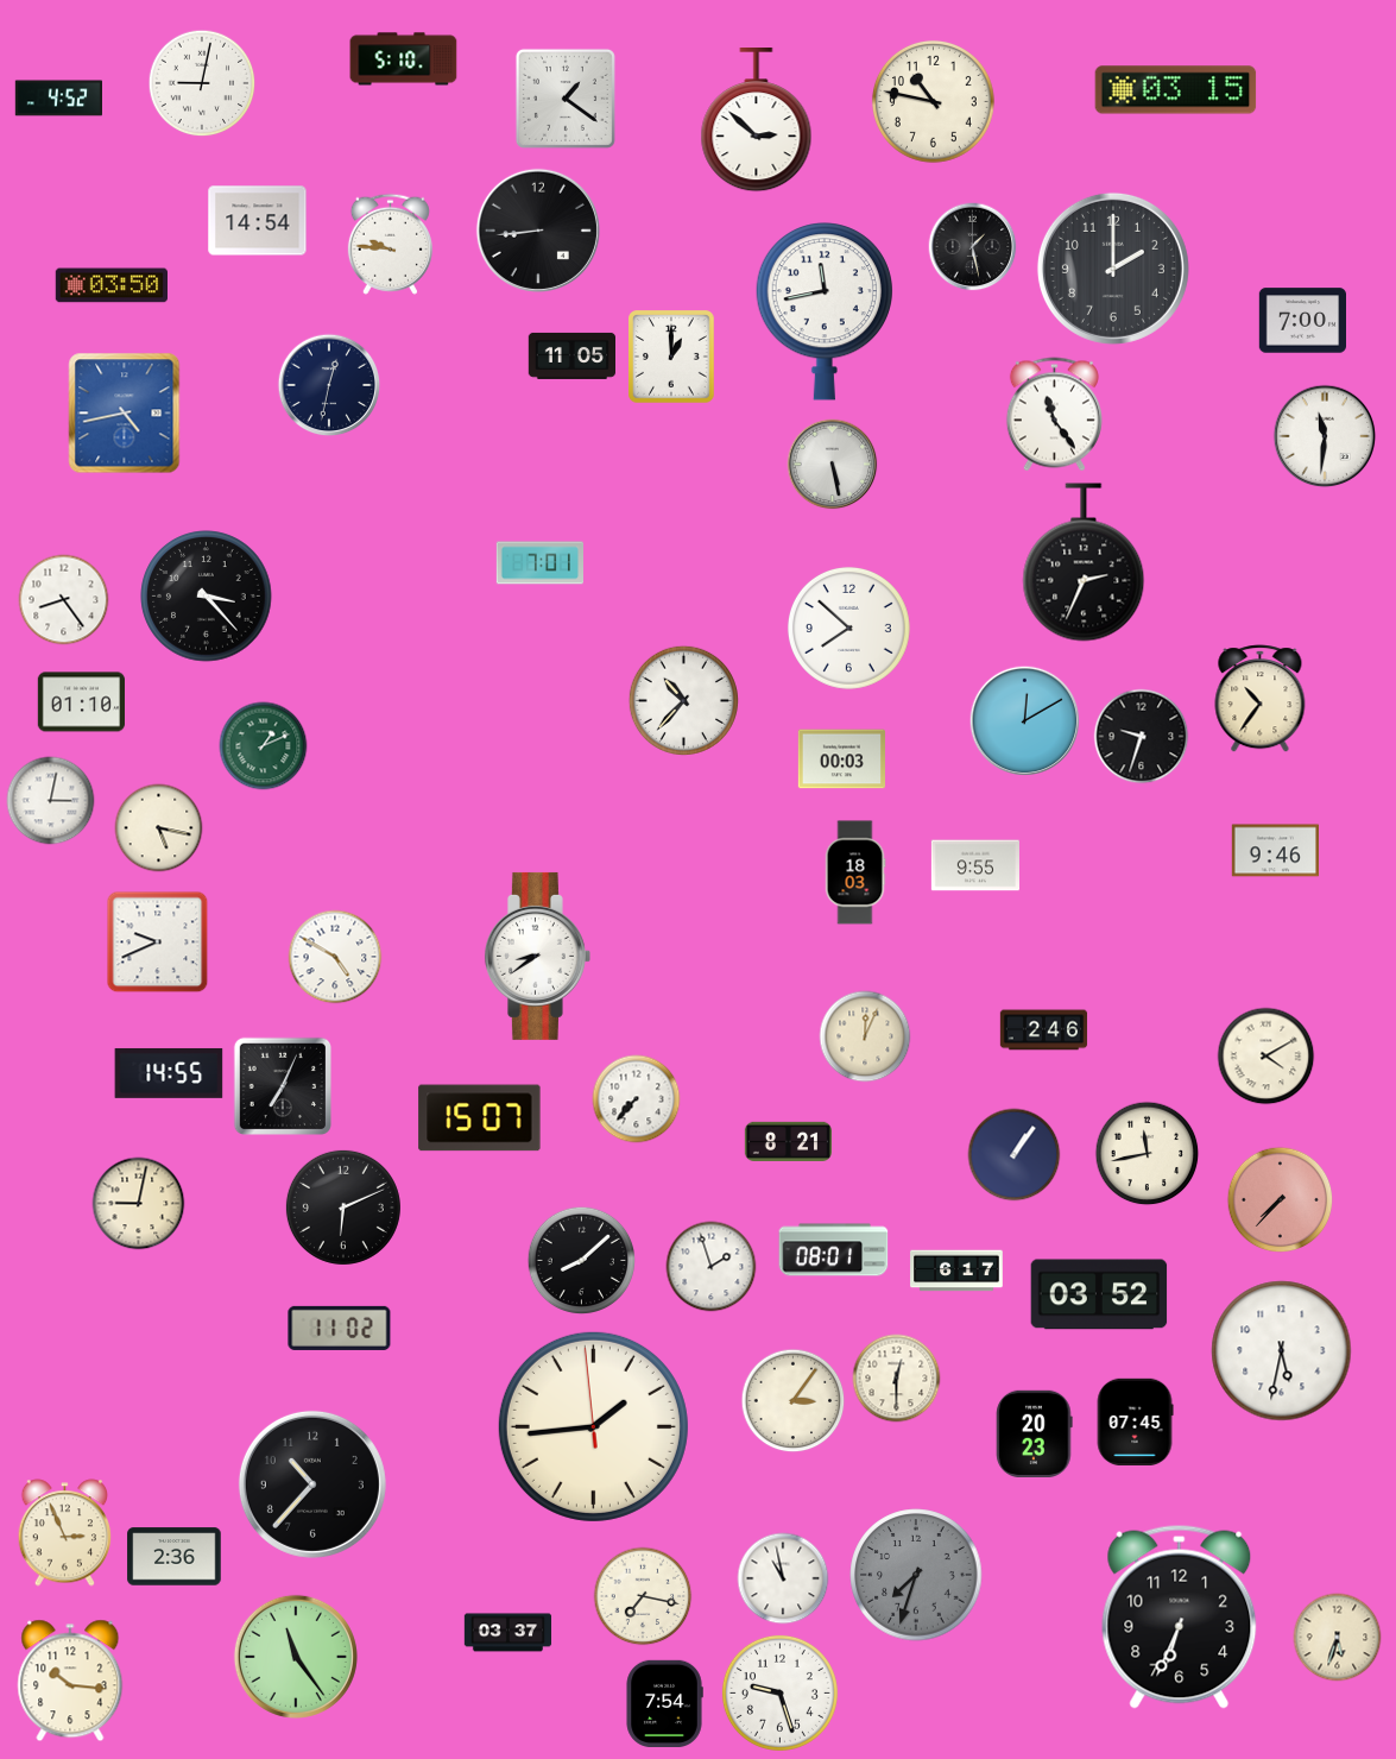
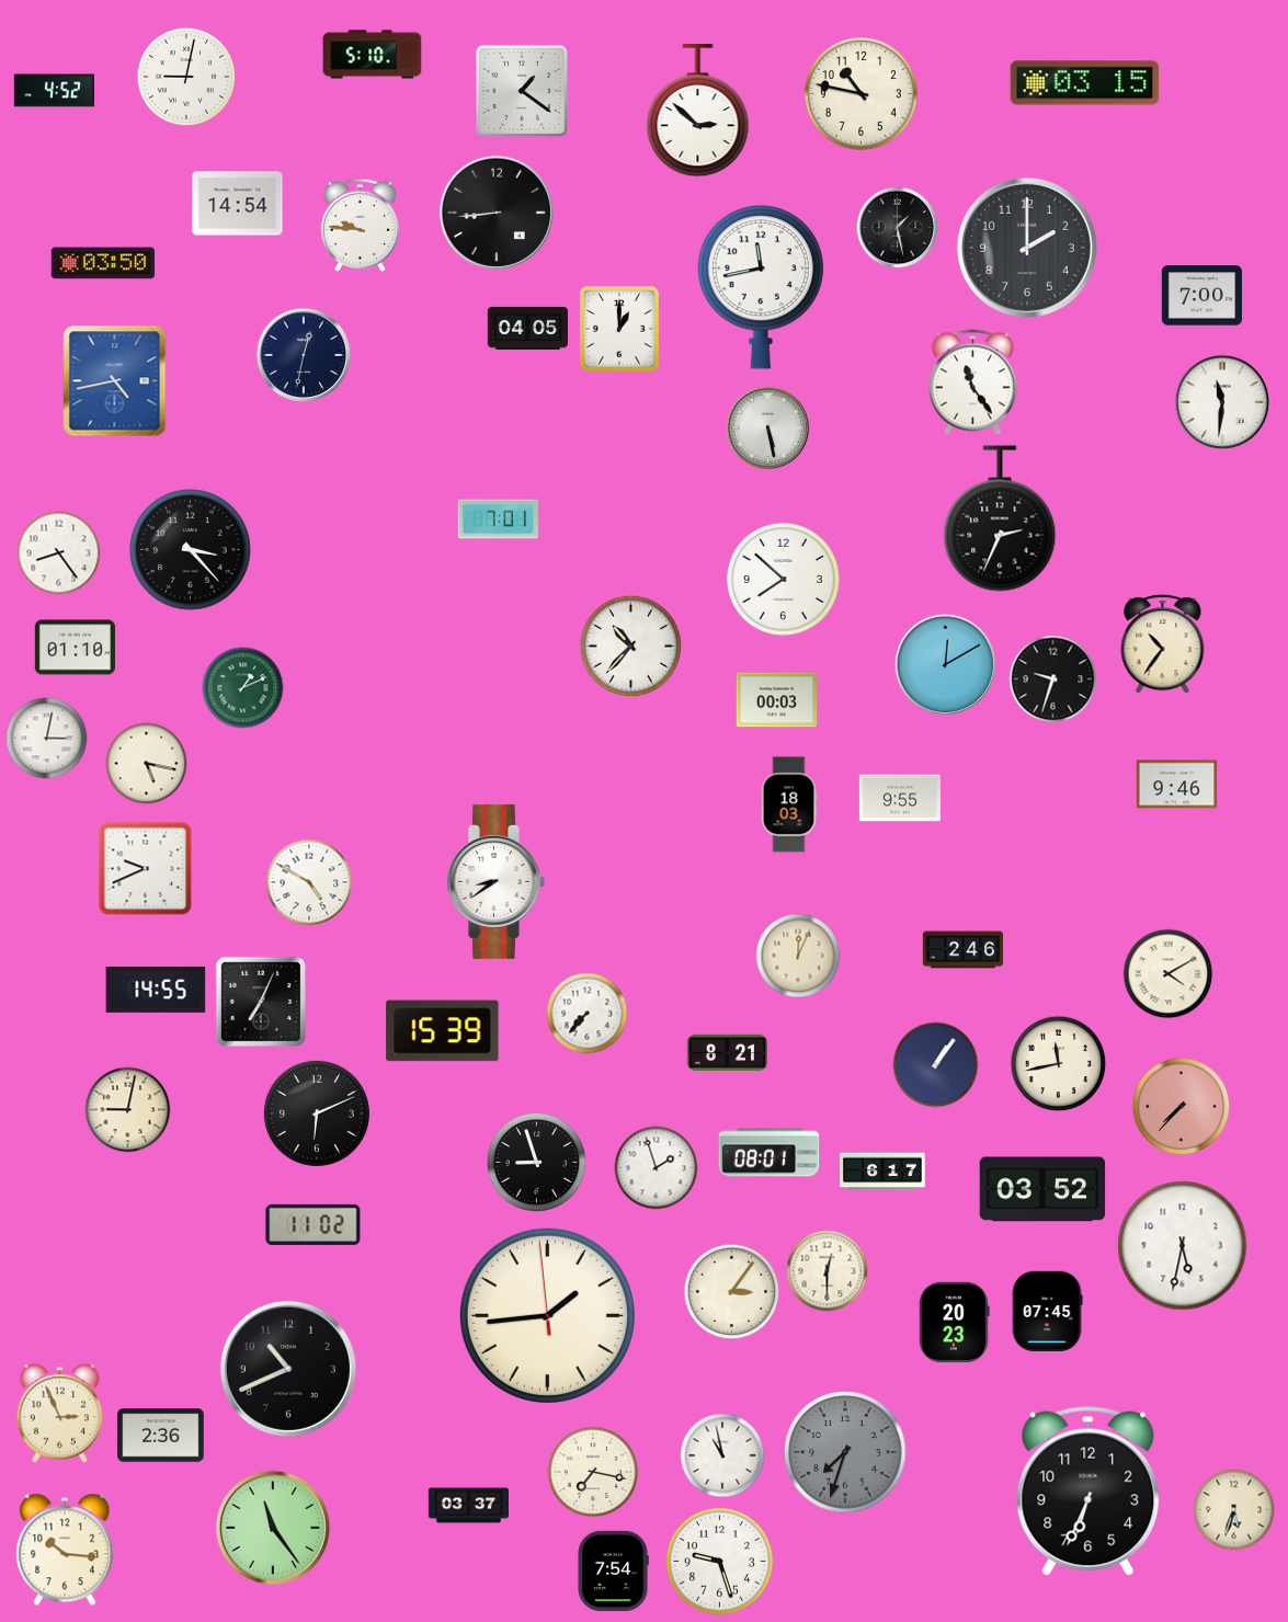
clock at (571, 355): 11:05 -> 04:05
clock at (480, 1118): 15:07 -> 15:39
clock at (582, 1261): 8:08 -> 8:57
clock at (1099, 1294) position: (1099, 1294) -> (1042, 1189)
clock at (312, 1484): 10:37 -> 10:41
